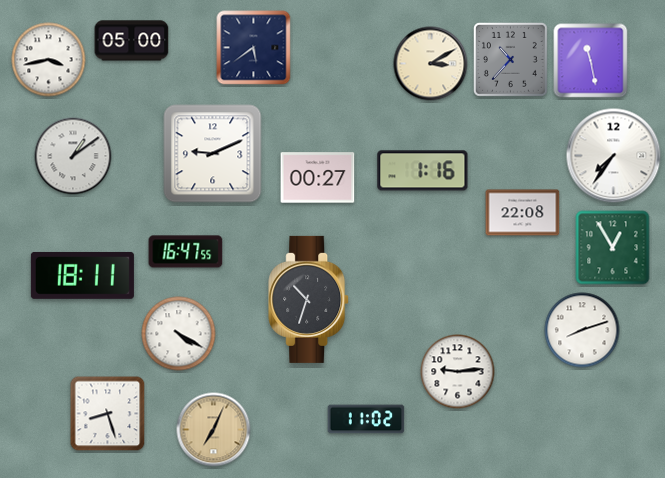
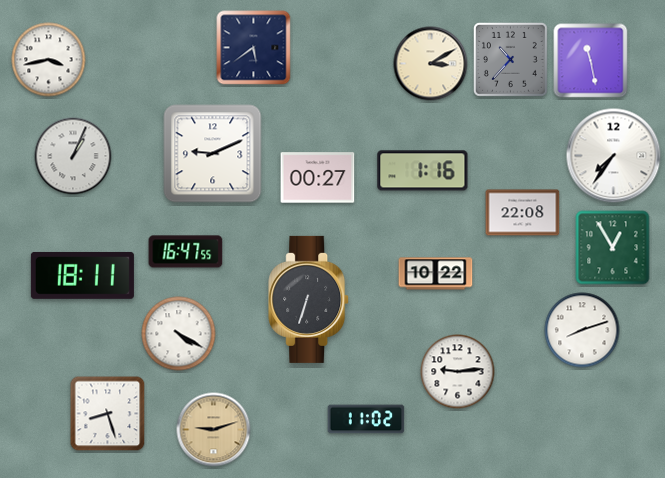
clock at (132, 41): 05:00 -> none
clock at (73, 156): 1:09 -> 1:04
clock at (436, 274): none -> 10:22
clock at (309, 299): 10:33 -> 6:33
clock at (214, 430): 7:04 -> 9:12
